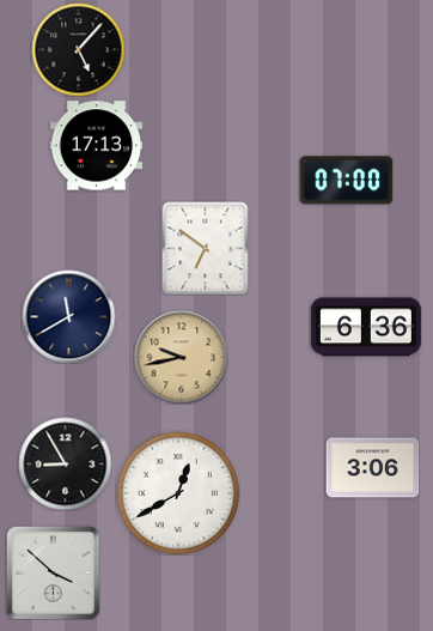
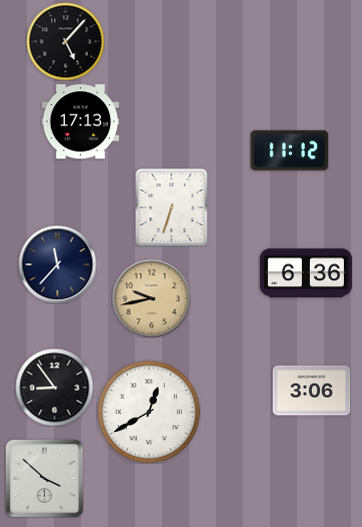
clock at (346, 181): 07:00 -> 11:12
clock at (206, 248): 6:51 -> 6:33
clock at (68, 316): 11:40 -> 11:37
clock at (65, 463): 8:55 -> 8:54
